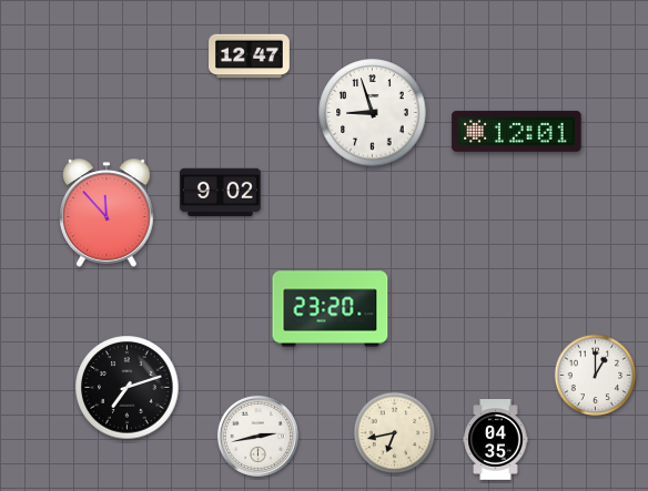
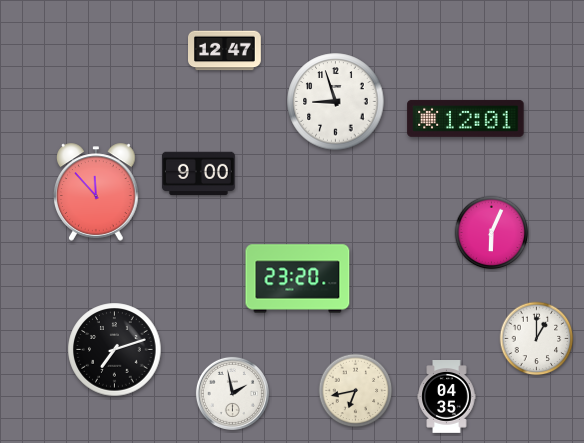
clock at (220, 193): 9:02 -> 9:00
clock at (492, 233): none -> 6:04
clock at (257, 436): 2:43 -> 1:58
